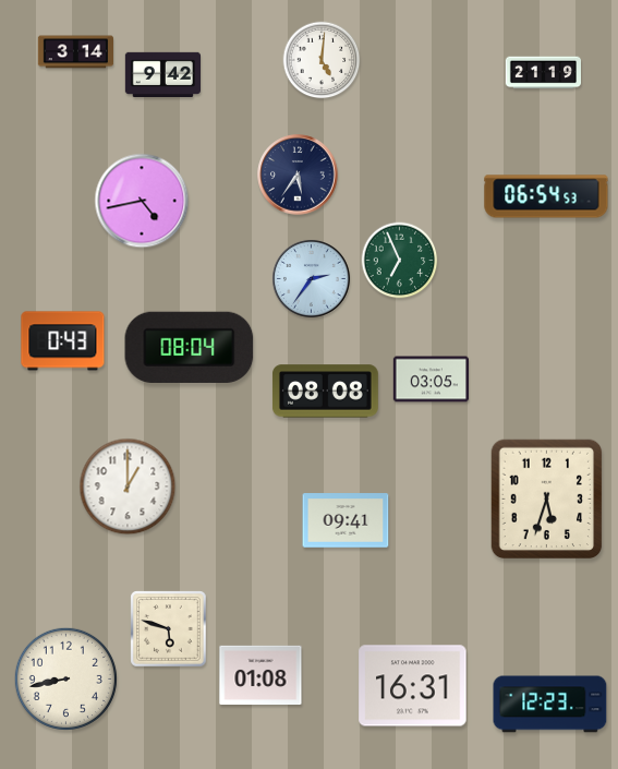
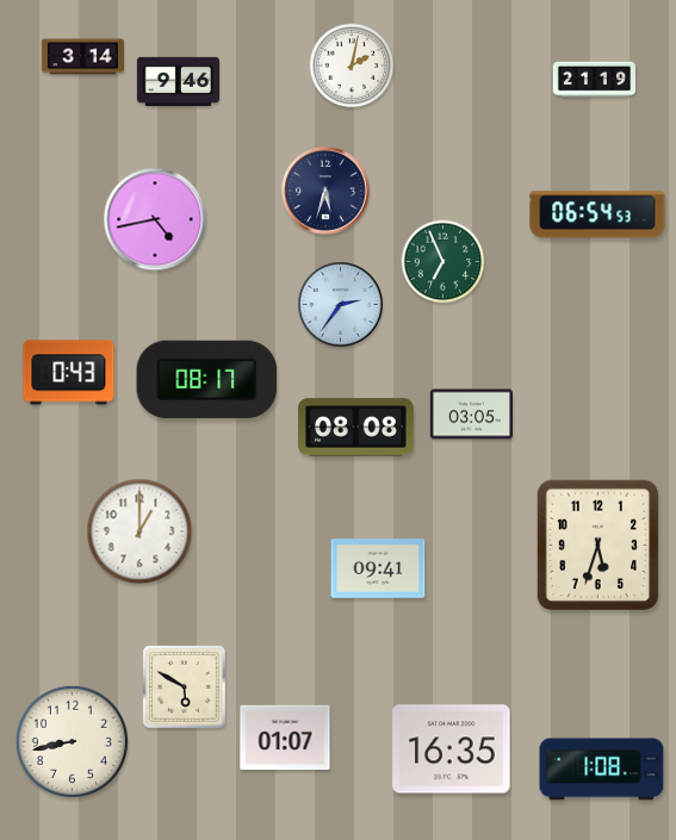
clock at (322, 60): 5:01 -> 2:02
clock at (162, 74): 9:42 -> 9:46
clock at (298, 175): 5:36 -> 5:33
clock at (400, 261) position: (400, 261) -> (444, 262)
clock at (190, 347): 08:04 -> 08:17
clock at (169, 629): 5:48 -> 5:50
clock at (260, 674): 01:08 -> 01:07
clock at (413, 686): 16:31 -> 16:35
clock at (550, 705): 12:23 -> 1:08
